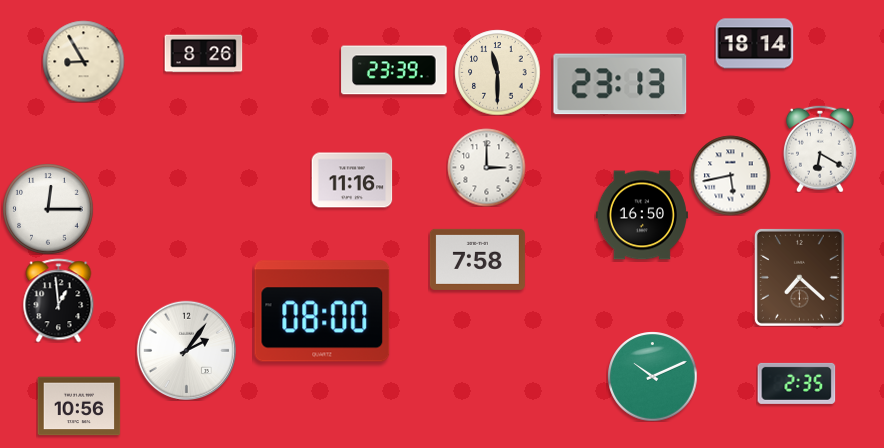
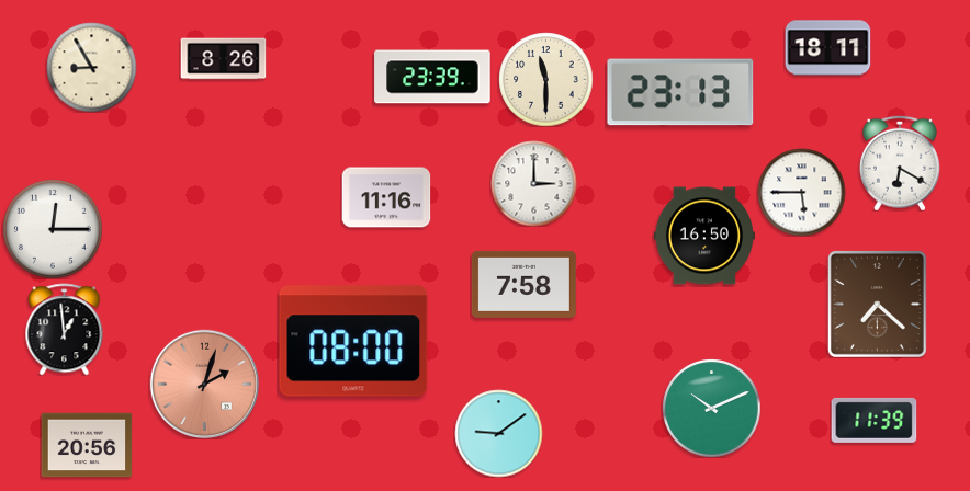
clock at (754, 44): 18:14 -> 18:11
clock at (730, 175): 5:43 -> 5:45
clock at (186, 350): 2:06 -> 2:03
clock at (186, 350) dial: white -> salmon
clock at (652, 376) position: (652, 376) -> (711, 408)
clock at (796, 383): 2:35 -> 11:39
clock at (498, 433): none -> 9:09
clock at (79, 406): 10:56 -> 20:56
